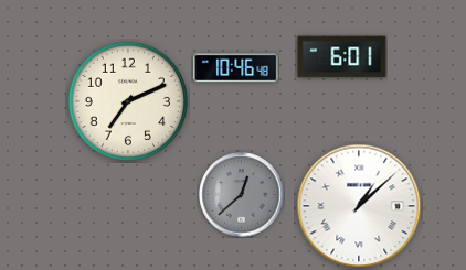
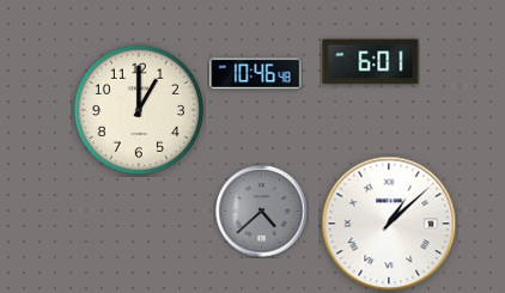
clock at (127, 100): 7:11 -> 1:00
clock at (242, 195): 12:38 -> 4:38
